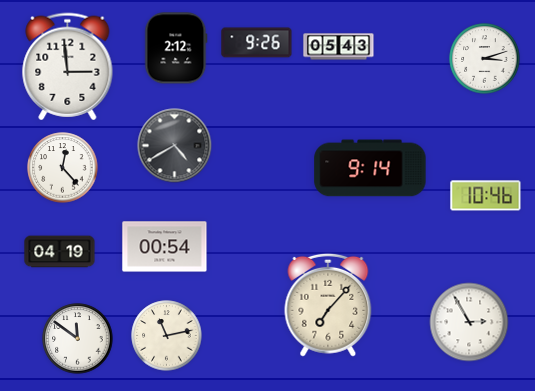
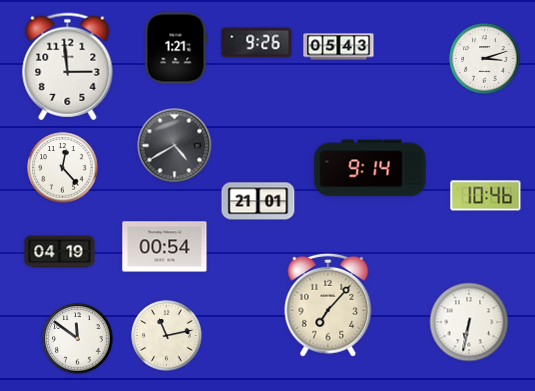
clock at (176, 48): 2:12 -> 1:21
clock at (258, 201): none -> 21:01
clock at (469, 322): 2:55 -> 6:32
